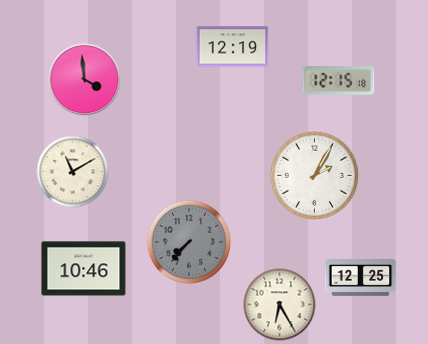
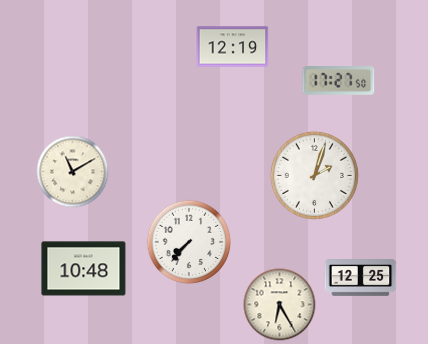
clock at (85, 80): 3:59 -> none
clock at (339, 81): 12:15 -> 17:27
clock at (314, 175): 2:05 -> 2:03
clock at (189, 242) dial: grey -> white
clock at (84, 269): 10:46 -> 10:48
